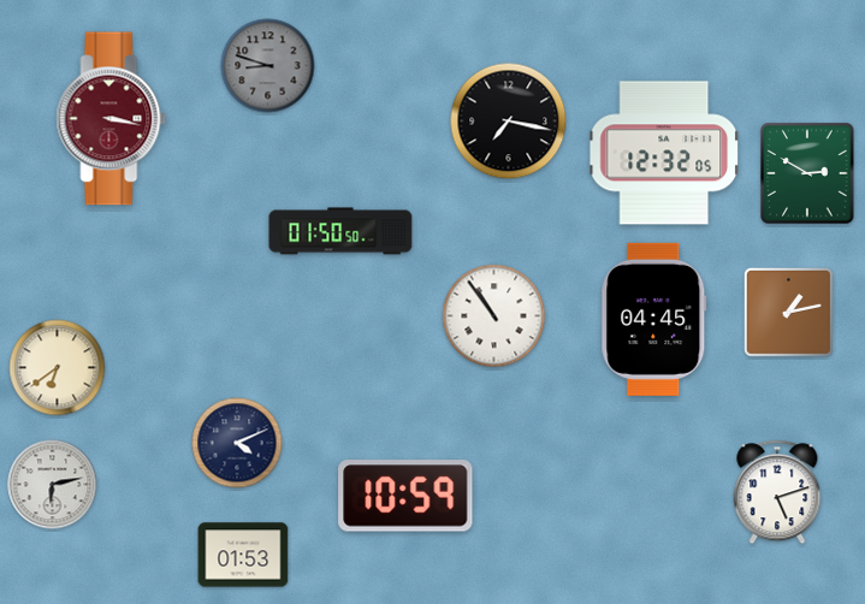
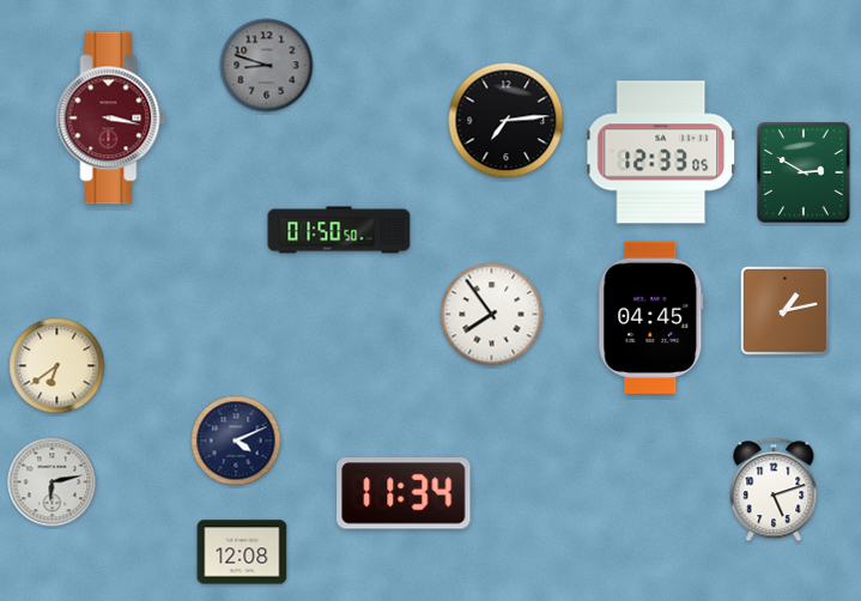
clock at (509, 122): 7:17 -> 7:14
clock at (664, 153): 12:32 -> 12:33
clock at (494, 316): 10:54 -> 7:54
clock at (405, 496): 10:59 -> 11:34
clock at (243, 555): 01:53 -> 12:08
